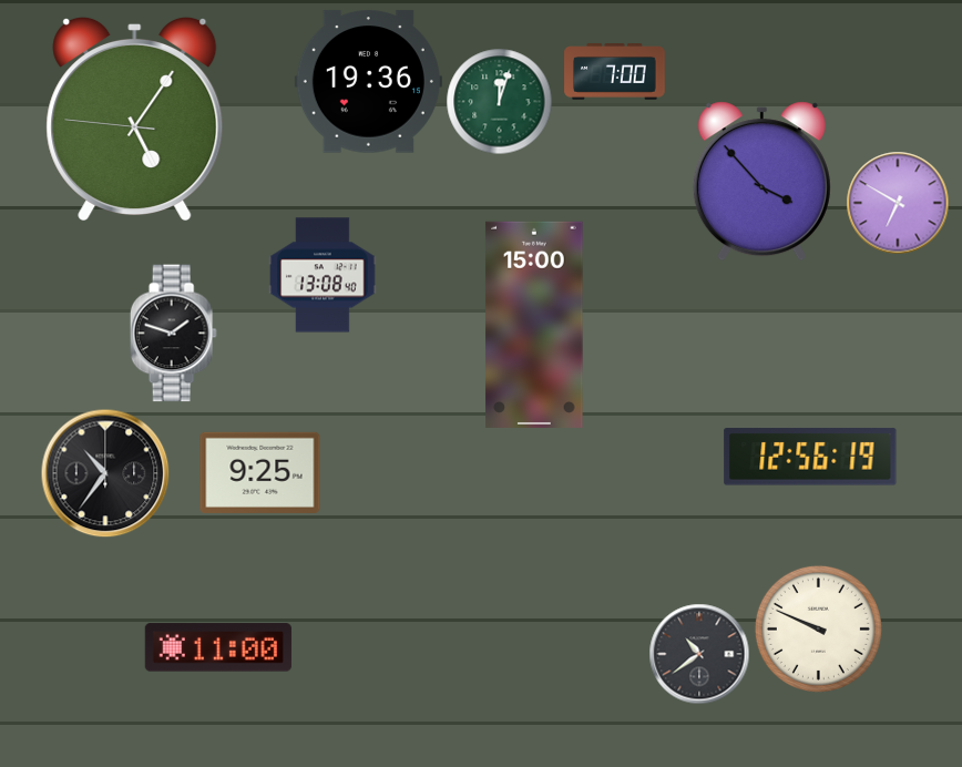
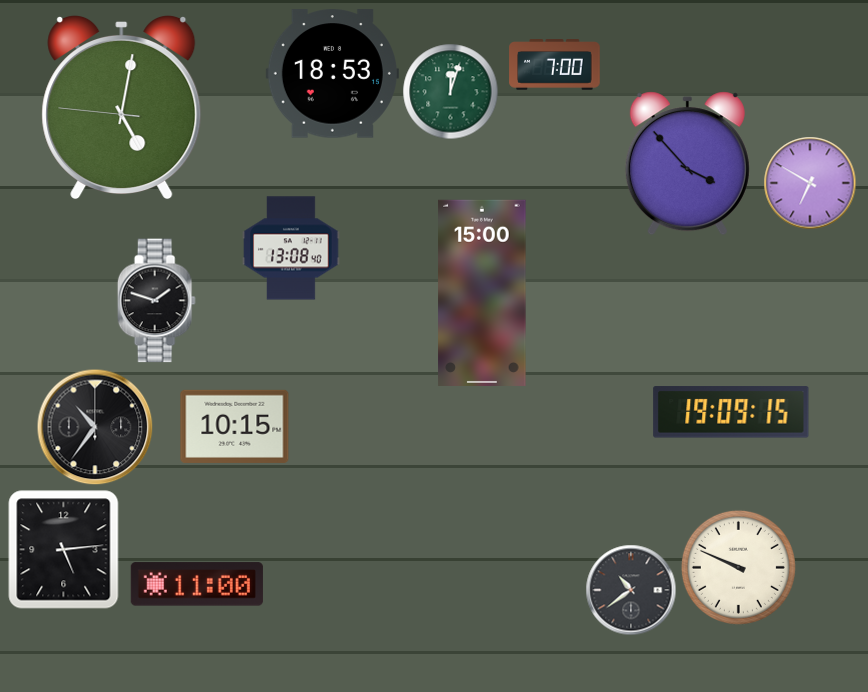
clock at (368, 82): 19:36 -> 18:53
clock at (135, 119): 5:05 -> 5:01
clock at (810, 457): 12:56 -> 19:09
clock at (260, 472): 9:25 -> 10:15
clock at (64, 550): none -> 5:14
